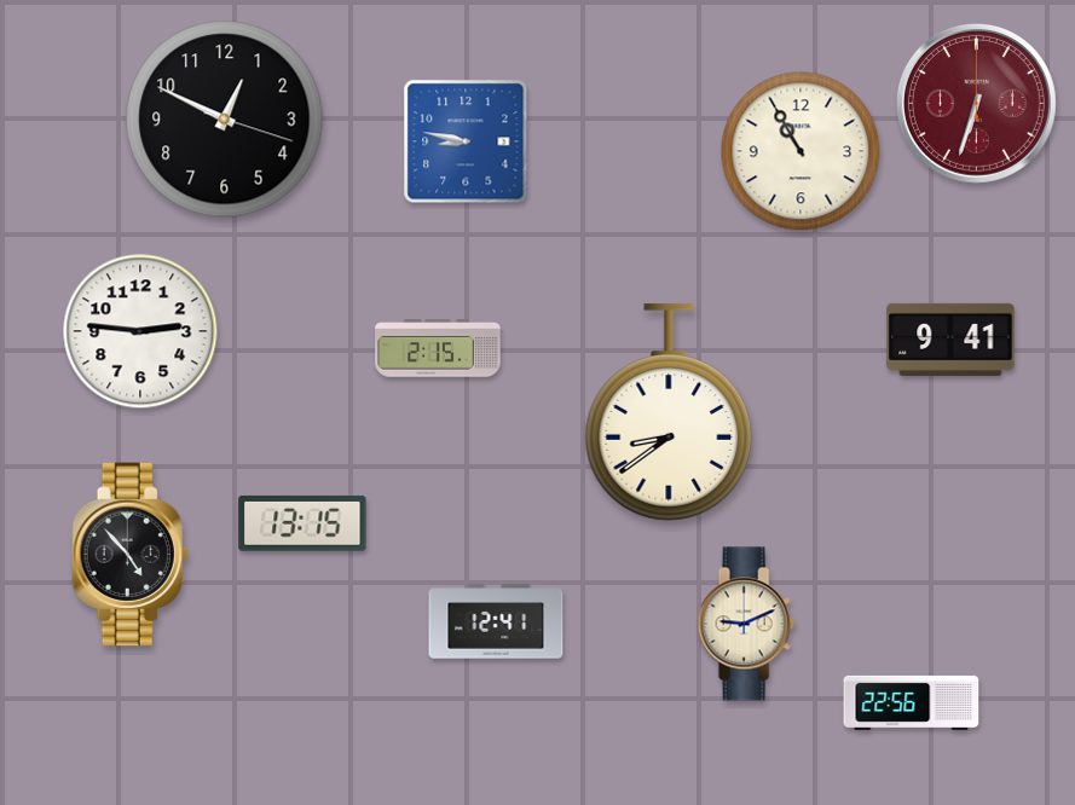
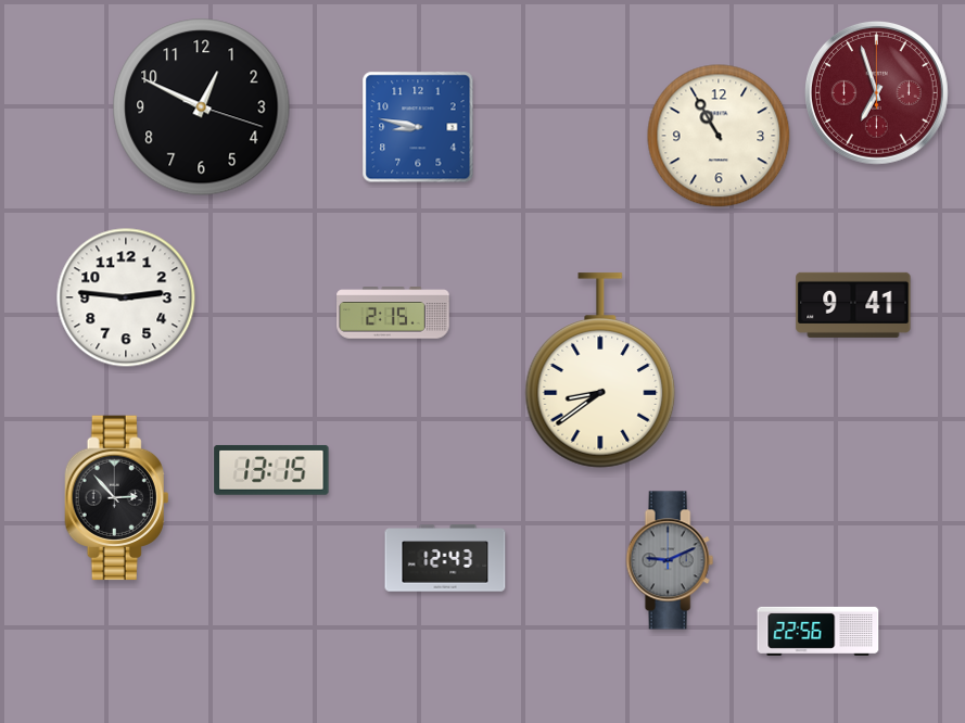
clock at (977, 104): 6:33 -> 6:57
clock at (131, 555): 4:53 -> 2:53
clock at (496, 621): 12:41 -> 12:43
clock at (746, 624) dial: cream -> grey
